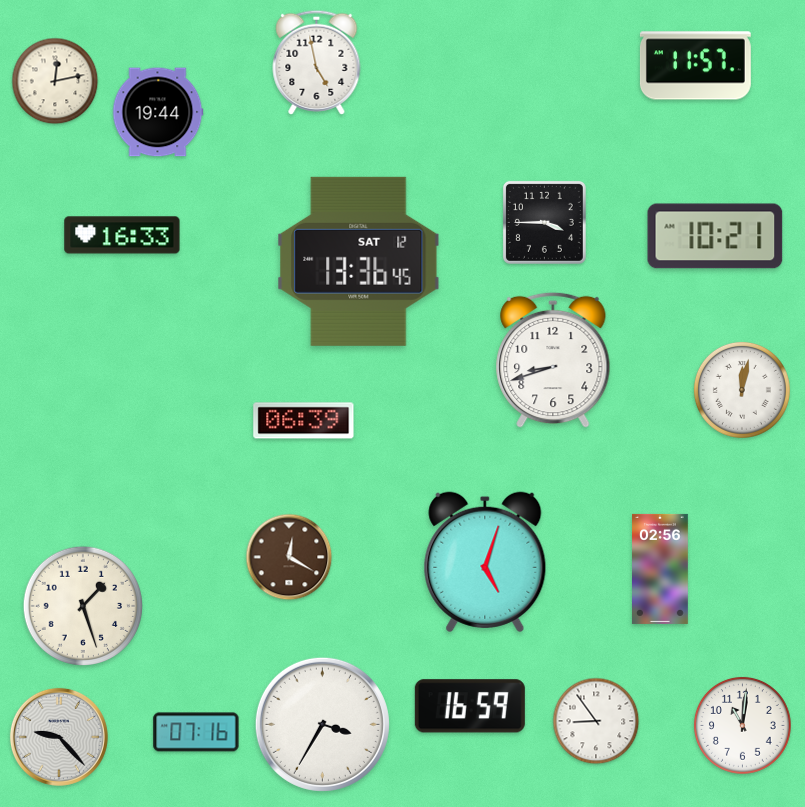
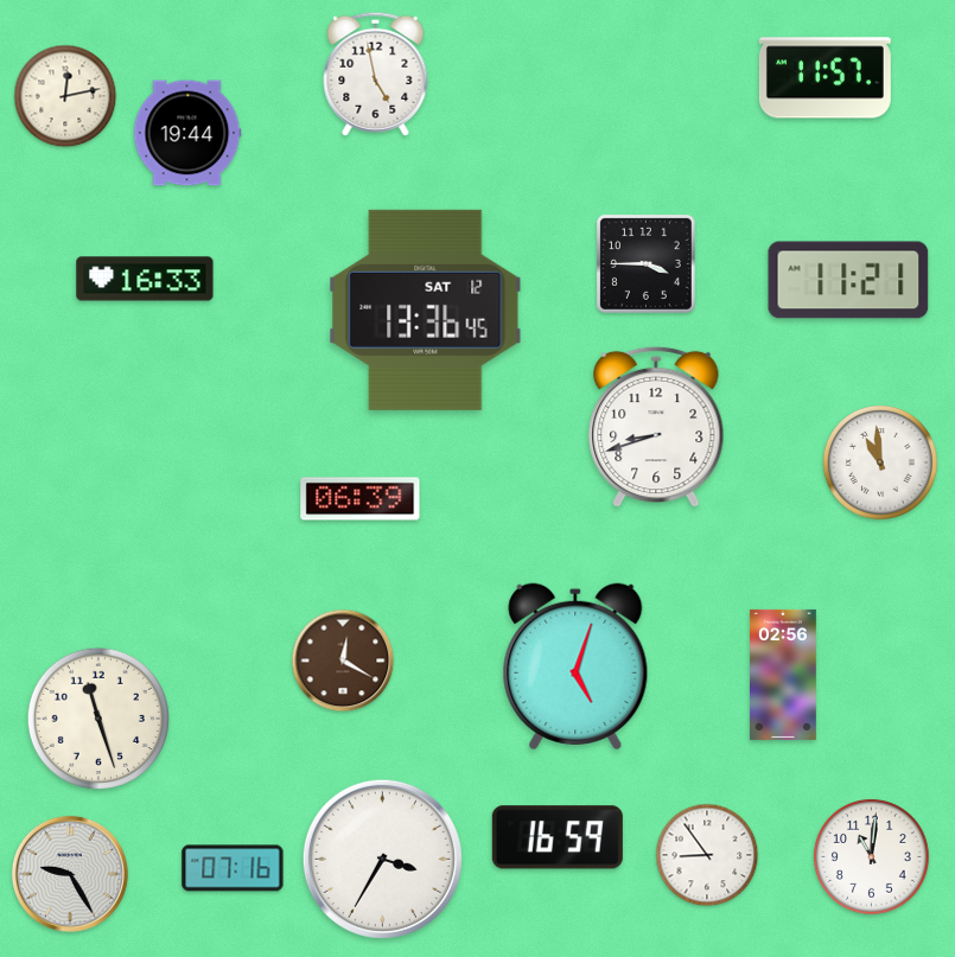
clock at (715, 236): 10:21 -> 11:21
clock at (742, 390): 12:02 -> 10:59
clock at (83, 606): 1:27 -> 11:27
clock at (742, 725) position: (742, 725) -> (871, 856)
clock at (59, 737): 9:23 -> 9:25
